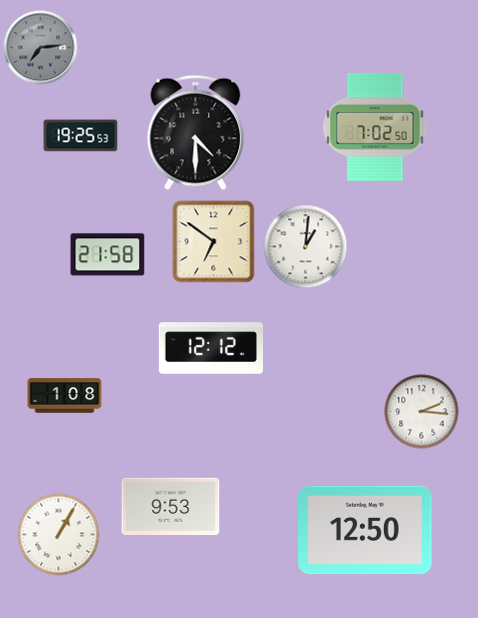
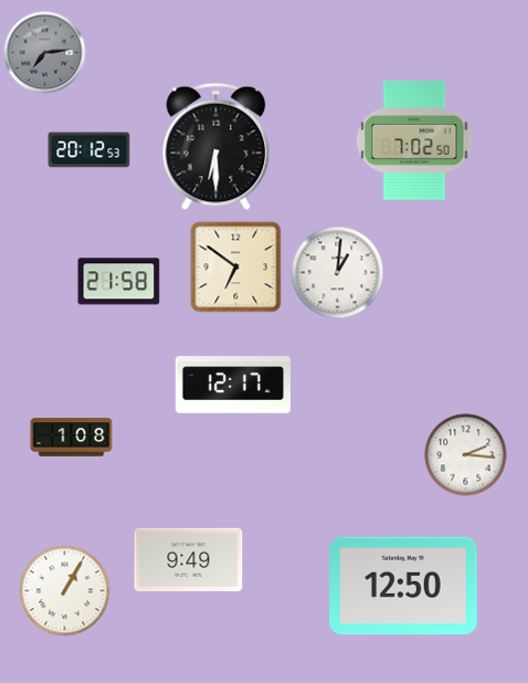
clock at (196, 133): 4:30 -> 6:30
clock at (81, 136): 19:25 -> 20:12
clock at (210, 348): 12:12 -> 12:17
clock at (171, 506): 9:53 -> 9:49
